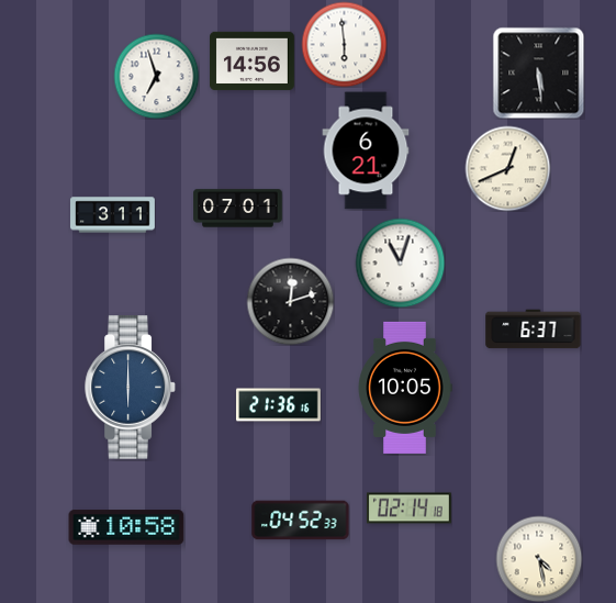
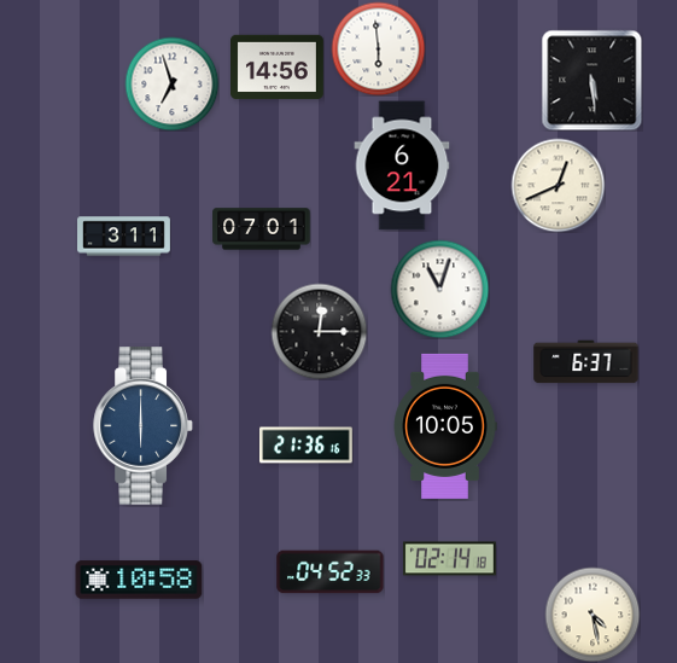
clock at (290, 301): 12:12 -> 12:15
